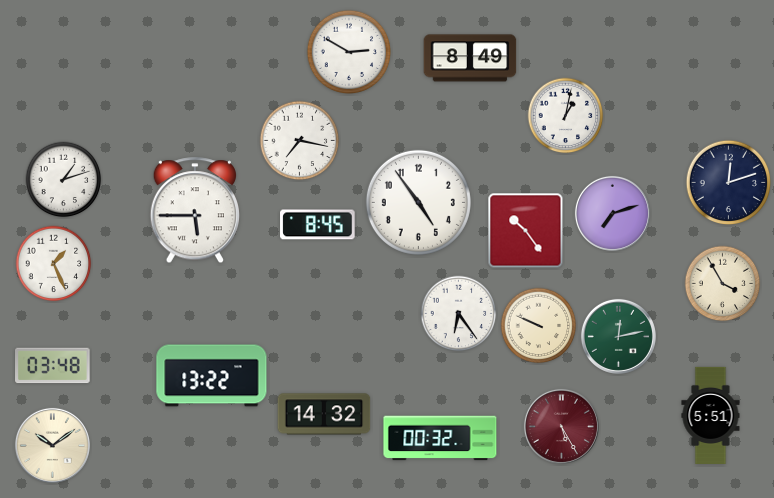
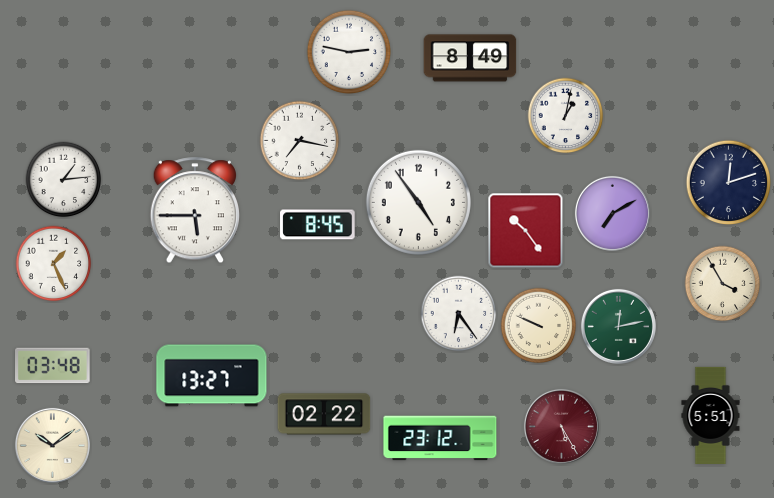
clock at (349, 52): 2:50 -> 2:47
clock at (64, 180): 1:12 -> 1:14
clock at (612, 213): 7:12 -> 7:10
clock at (618, 336) position: (618, 336) -> (618, 326)
clock at (212, 376): 13:22 -> 13:27
clock at (324, 414): 14:32 -> 02:22
clock at (440, 438): 00:32 -> 23:12
